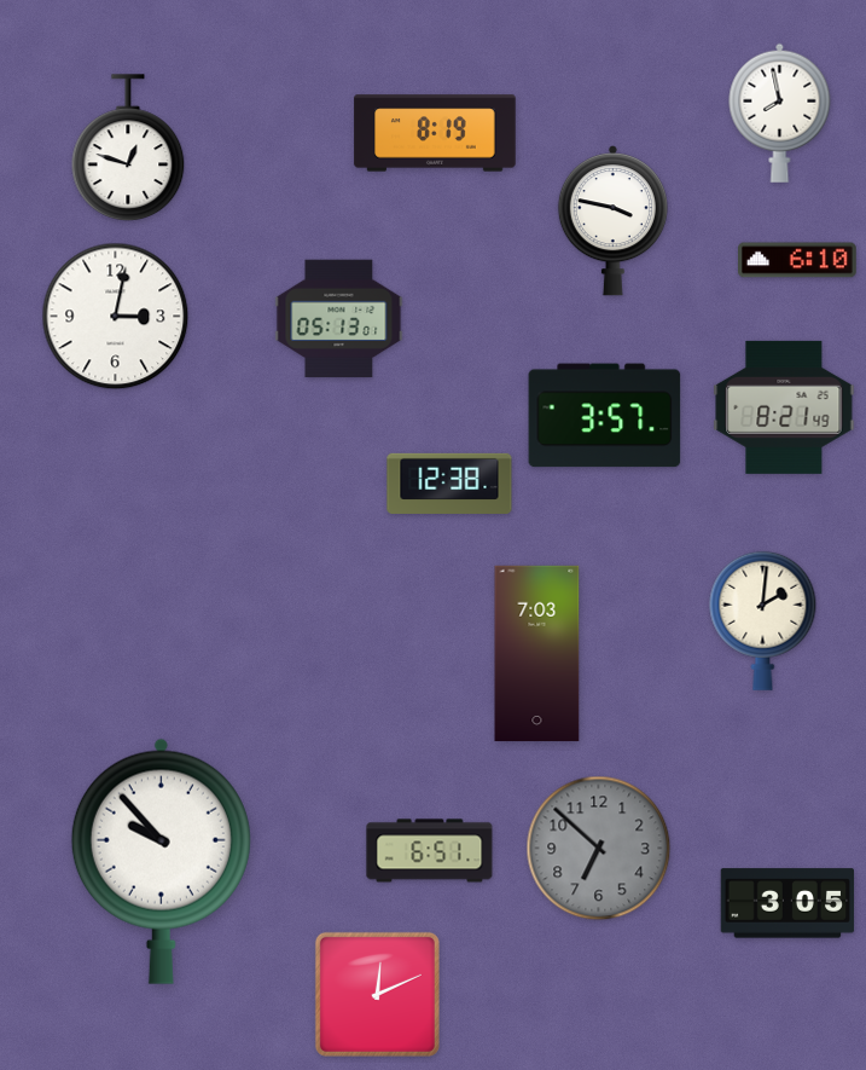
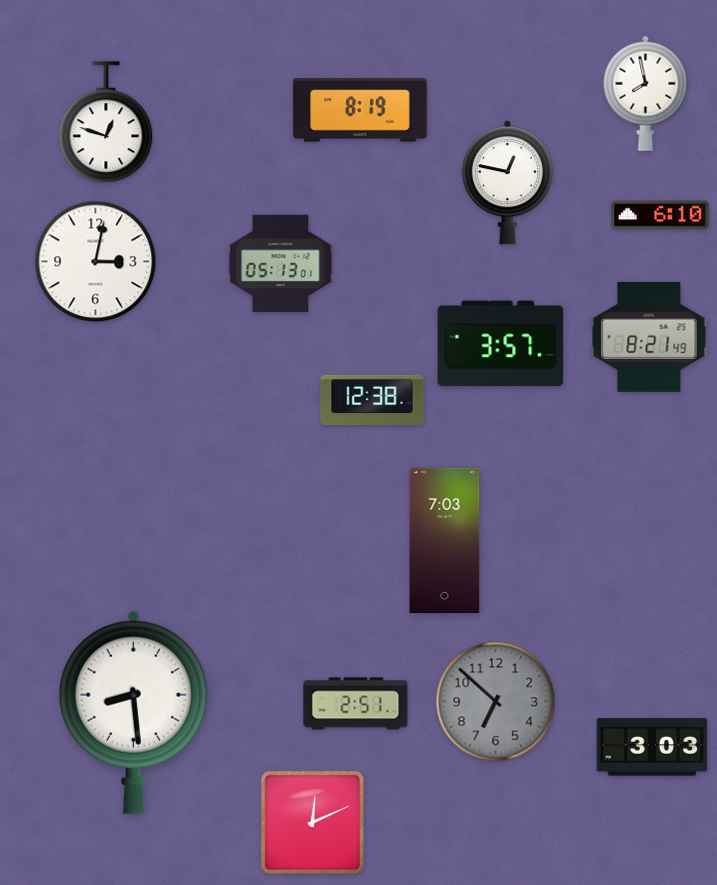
clock at (612, 221): 3:47 -> 12:47
clock at (763, 620): 2:01 -> none
clock at (430, 851): 6:51 -> 2:51
clock at (161, 861): 9:53 -> 8:29
clock at (787, 903): 3:05 -> 3:03
